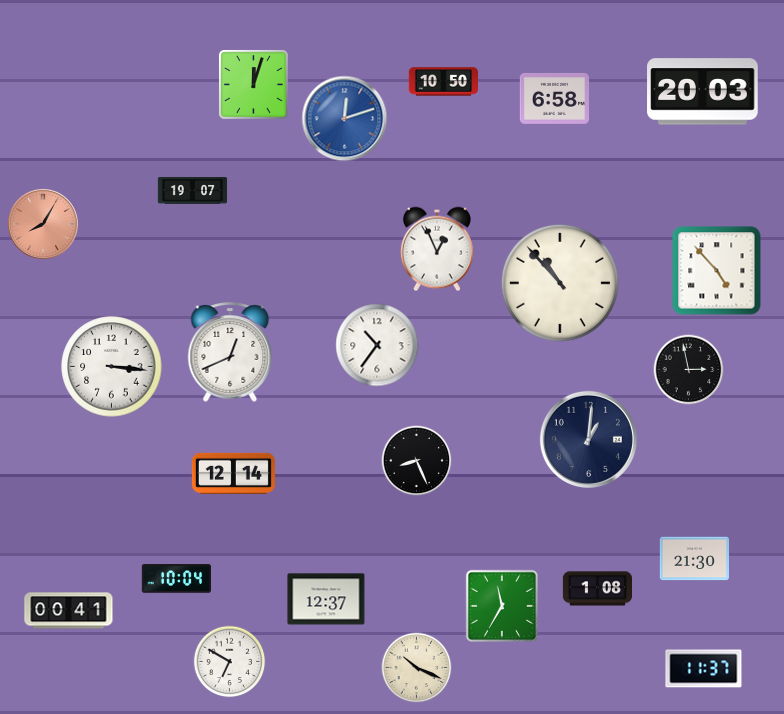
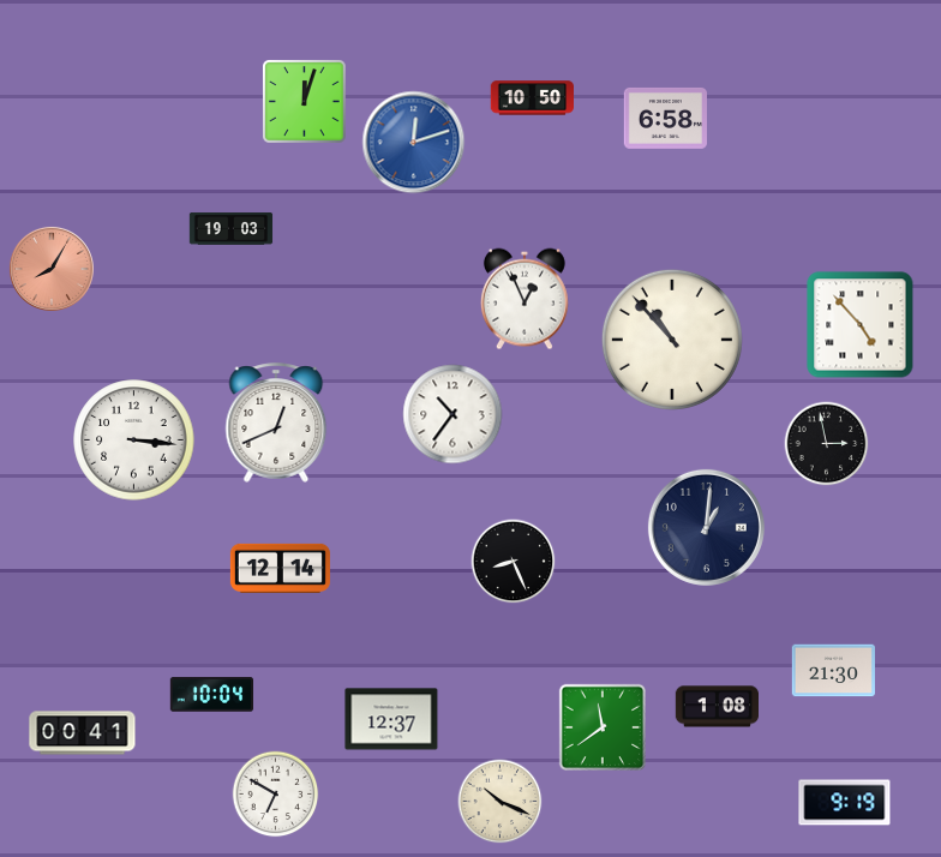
clock at (703, 92): 20:03 -> none
clock at (193, 191): 19:07 -> 19:03
clock at (417, 461) position: (417, 461) -> (514, 562)
clock at (501, 605): 11:35 -> 11:39
clock at (704, 669): 11:37 -> 9:19
